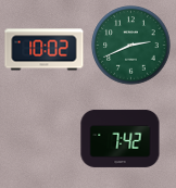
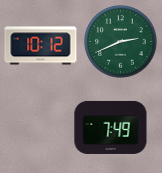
clock at (45, 50): 10:02 -> 10:12
clock at (121, 138): 7:42 -> 7:49
